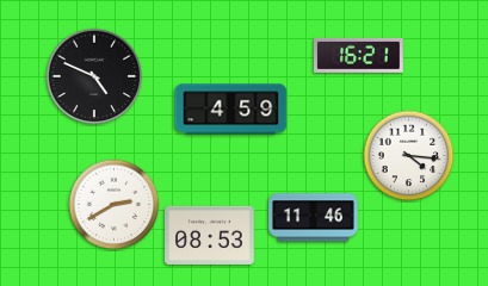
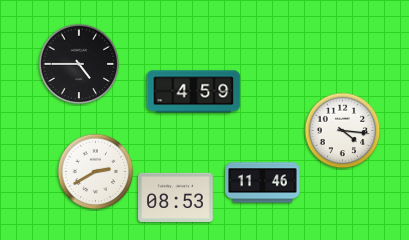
clock at (359, 55): 16:21 -> none
clock at (94, 76): 4:49 -> 4:45
